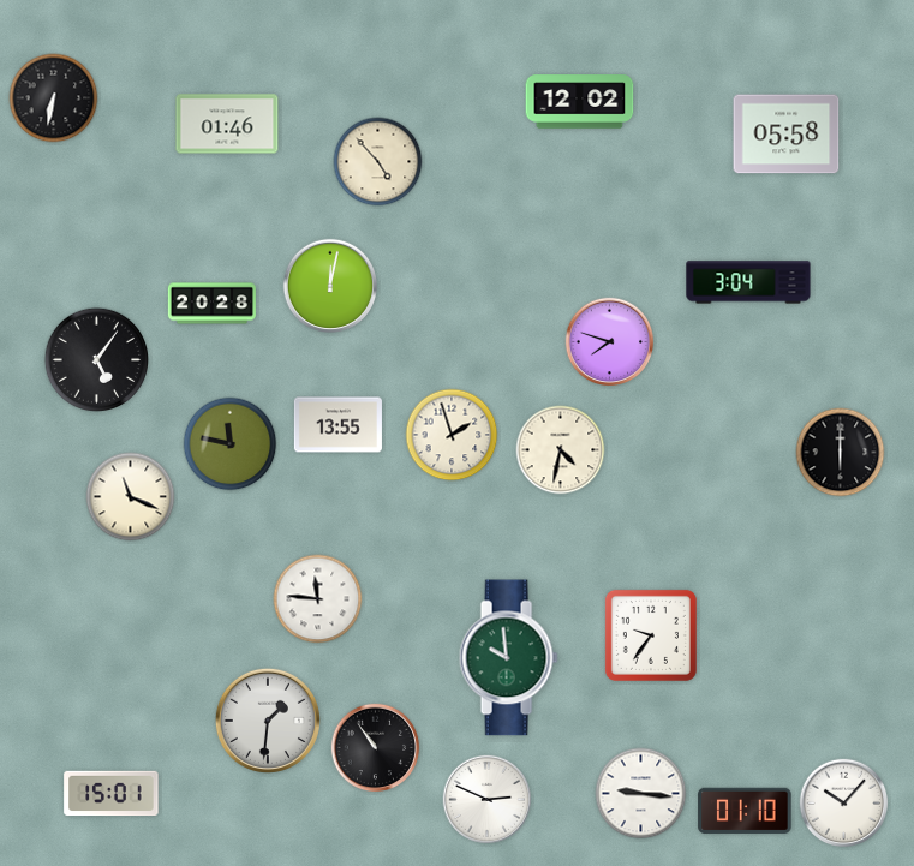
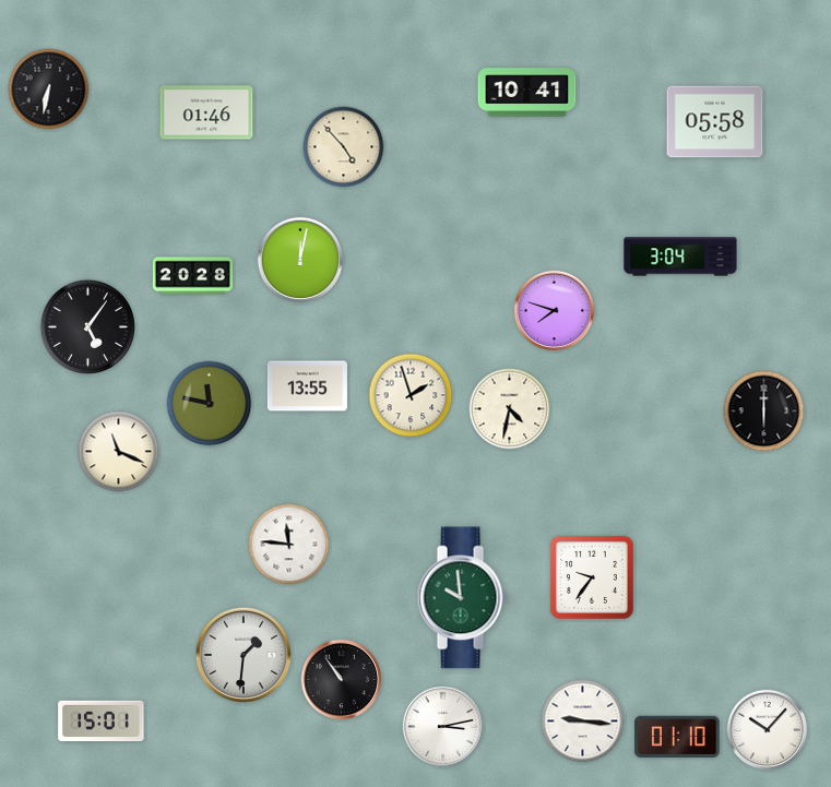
clock at (580, 102): 12:02 -> 10:41
clock at (488, 800): 2:49 -> 3:13
